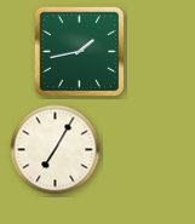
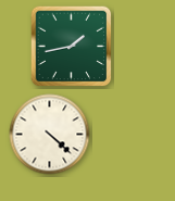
clock at (56, 150): 7:05 -> 4:22
